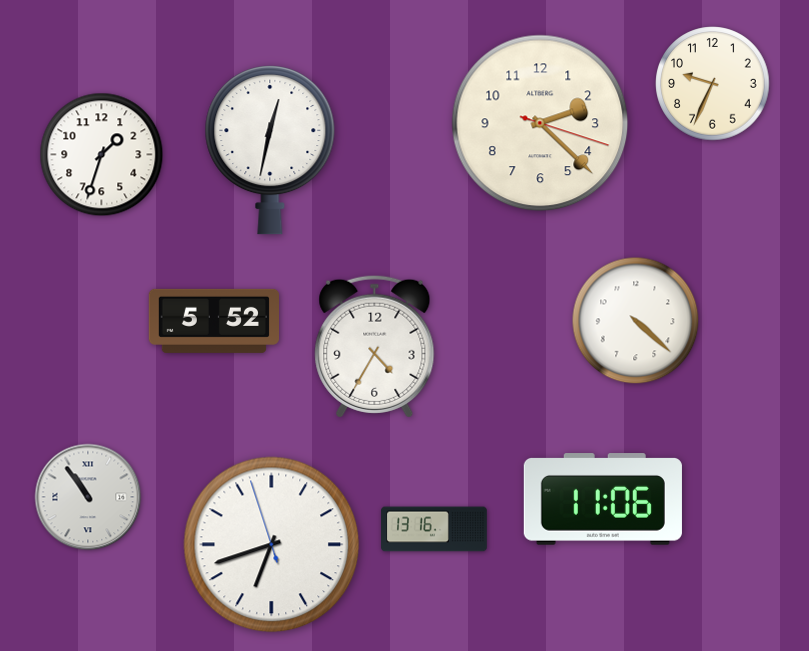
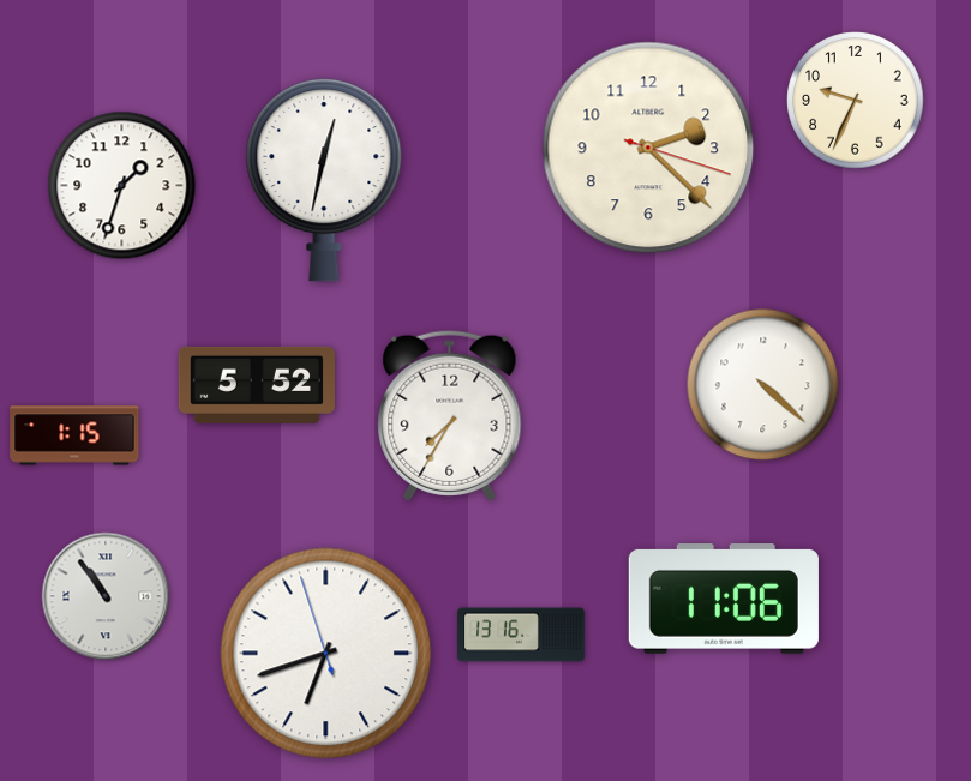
clock at (375, 346): 4:35 -> 7:35
clock at (74, 435): none -> 1:15
